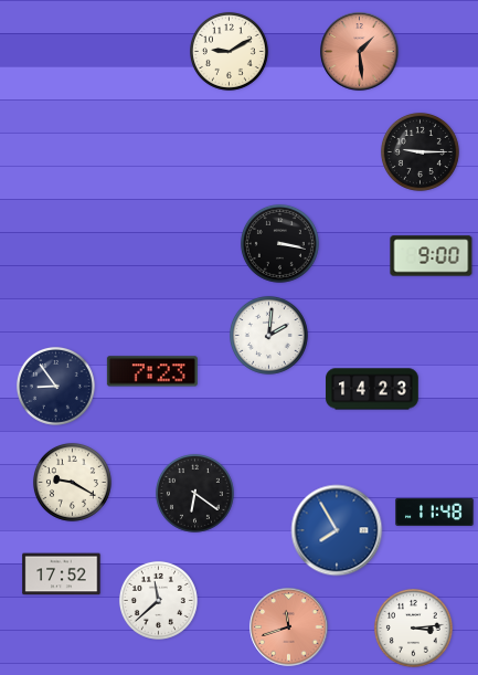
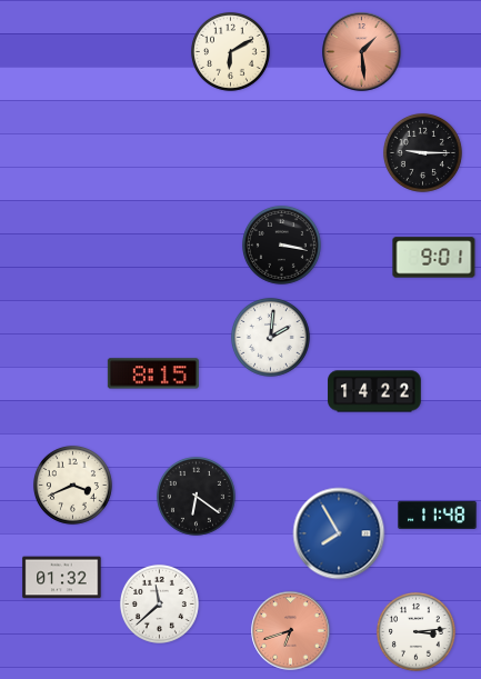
clock at (229, 51): 9:10 -> 6:10
clock at (432, 256): 9:00 -> 9:01
clock at (152, 371): 7:23 -> 8:15
clock at (55, 386): 8:54 -> none
clock at (372, 389): 14:23 -> 14:22
clock at (72, 482): 9:20 -> 3:41
clock at (62, 574): 17:52 -> 01:32
clock at (289, 627): 11:42 -> 6:42
